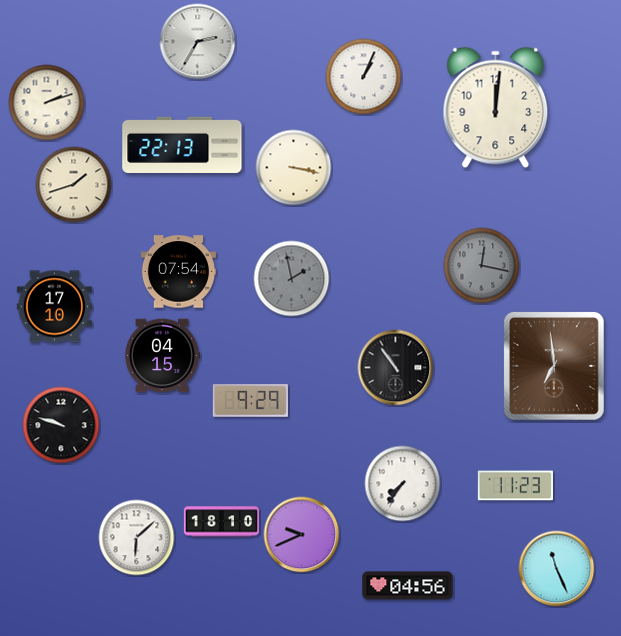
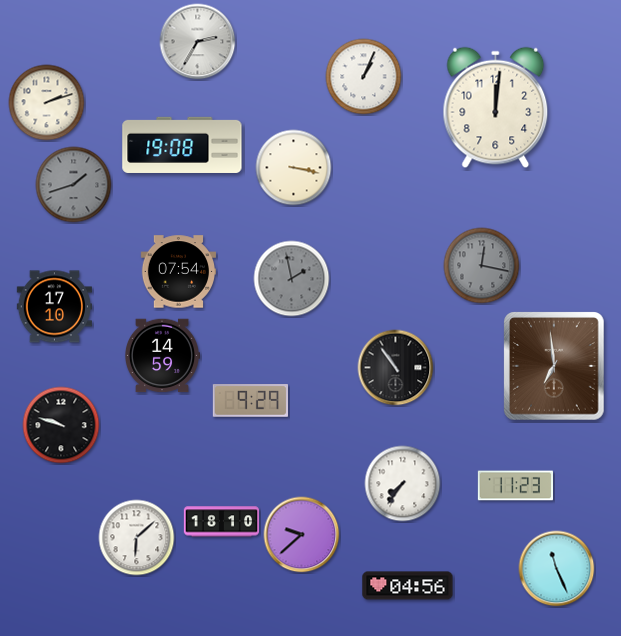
clock at (182, 145): 22:13 -> 19:08
clock at (74, 185) dial: cream -> grey
clock at (161, 356): 04:15 -> 14:59
clock at (302, 535): 9:41 -> 9:38
